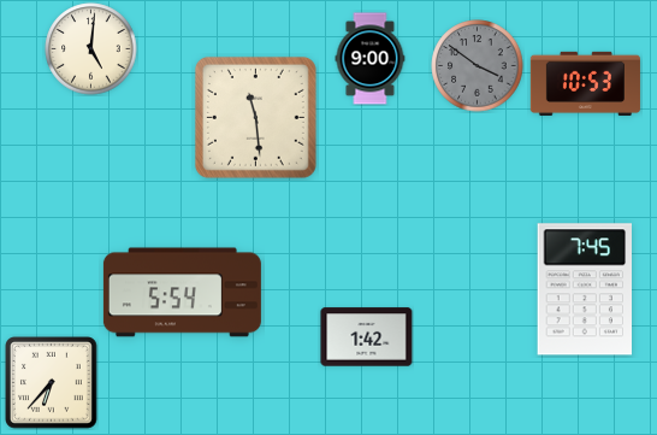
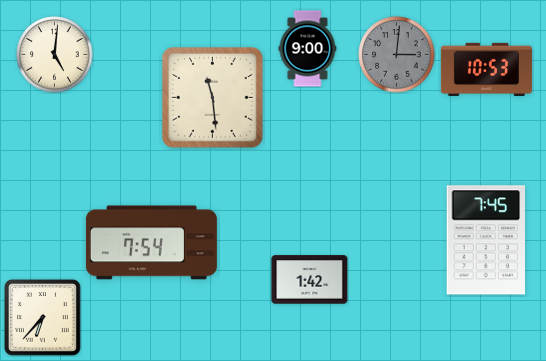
clock at (91, 49) position: (91, 49) -> (55, 55)
clock at (478, 66): 3:51 -> 3:01
clock at (182, 293): 5:54 -> 7:54
clock at (367, 337) position: (367, 337) -> (310, 280)
